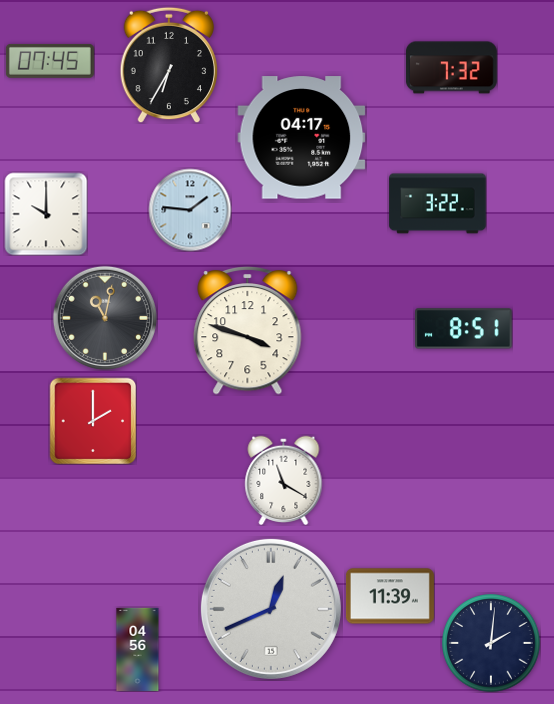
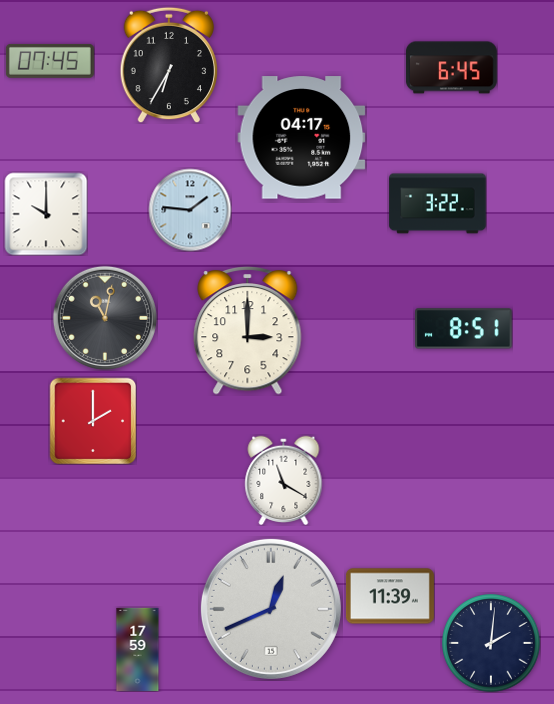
clock at (451, 68): 7:32 -> 6:45
clock at (248, 331): 3:48 -> 3:00
clock at (138, 649): 04:56 -> 17:59
